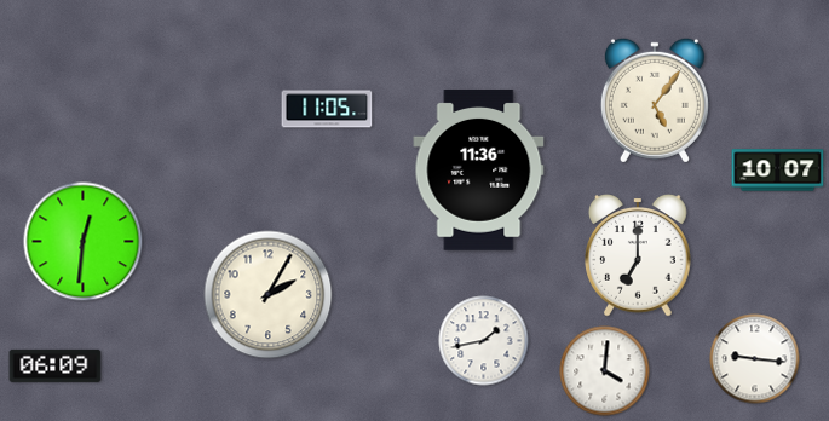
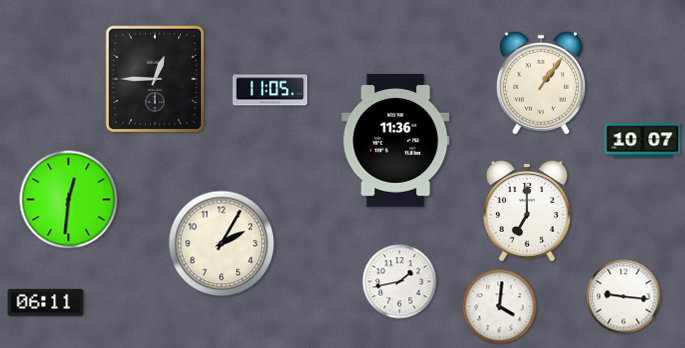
clock at (154, 78): none -> 12:45
clock at (655, 100): 5:06 -> 1:06
clock at (56, 365): 06:09 -> 06:11
